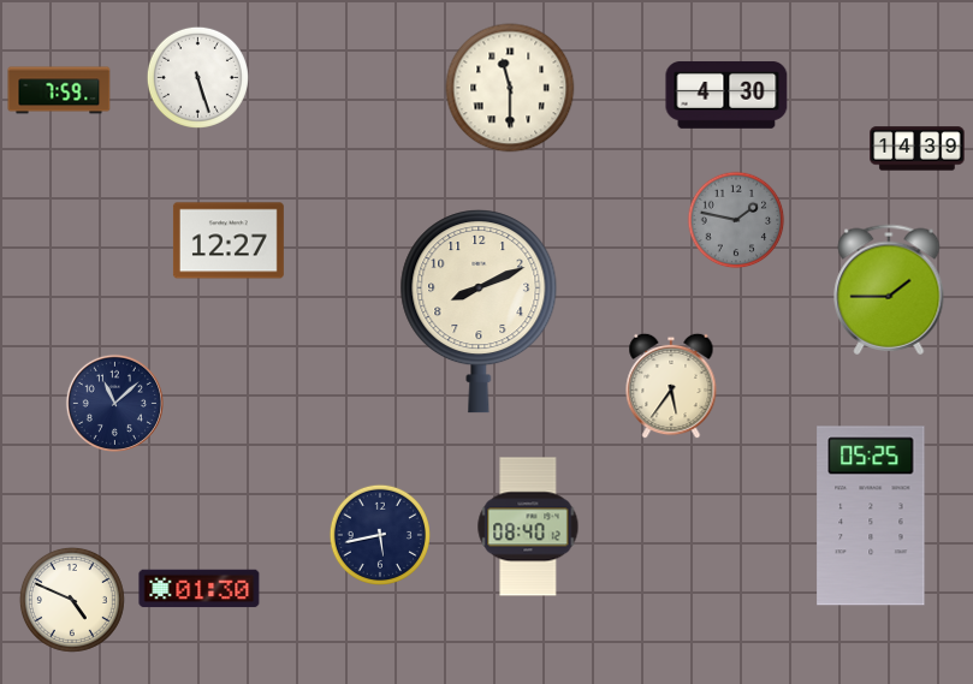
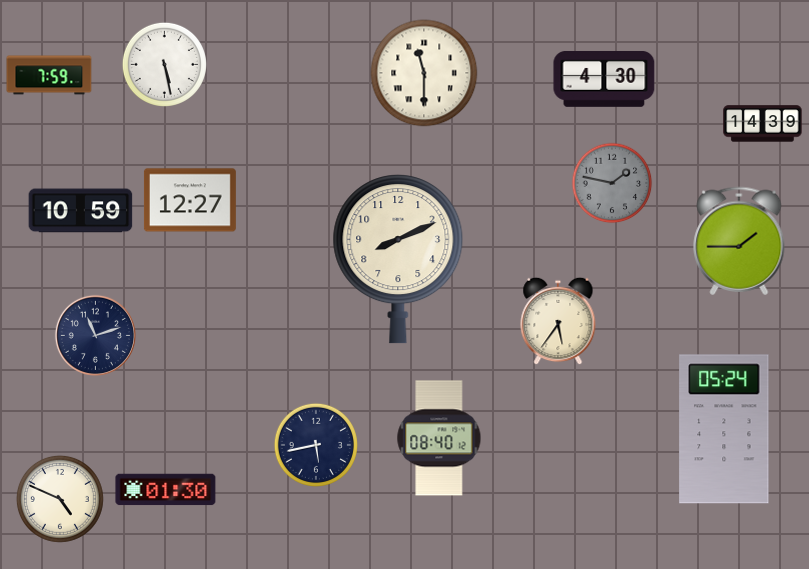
clock at (197, 77): 5:27 -> 5:28
clock at (81, 211): none -> 10:59
clock at (114, 403): 11:08 -> 11:12
clock at (871, 516): 05:25 -> 05:24
